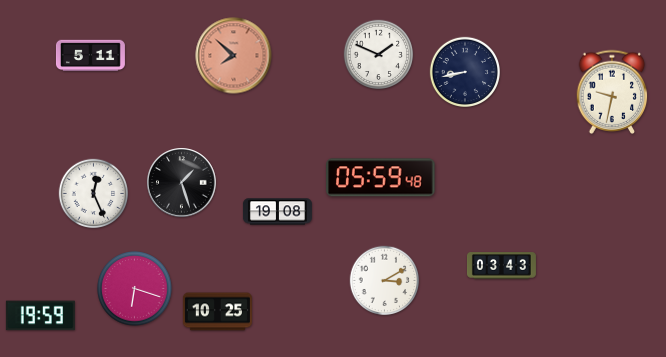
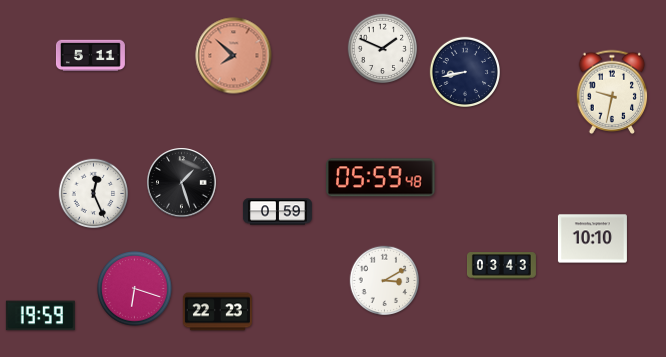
clock at (379, 55) position: (379, 55) -> (383, 49)
clock at (277, 212): 19:08 -> 0:59
clock at (592, 239): none -> 10:10
clock at (217, 312): 10:25 -> 22:23
